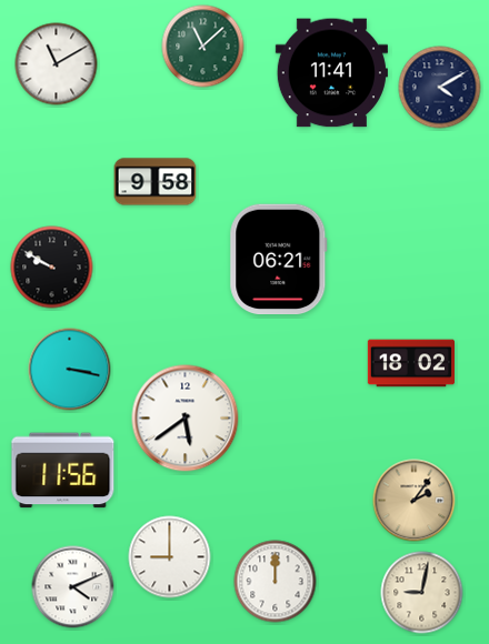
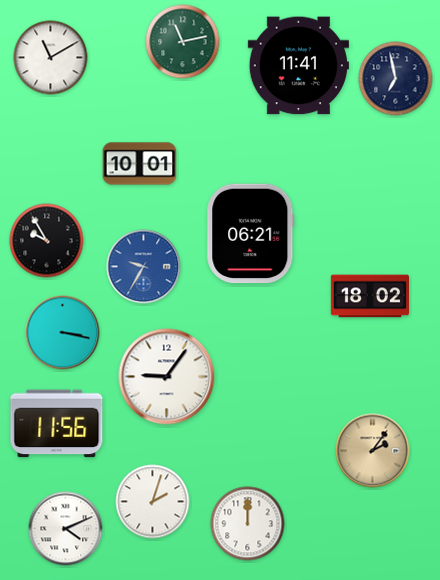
clock at (203, 47): 11:08 -> 11:13
clock at (440, 88): 4:10 -> 6:58
clock at (156, 182): 9:58 -> 10:01
clock at (52, 268): 9:50 -> 9:55
clock at (144, 267): none -> 9:35
clock at (410, 363) position: (410, 363) -> (369, 296)
clock at (186, 419): 5:39 -> 9:06
clock at (170, 557): 9:00 -> 2:03
clock at (422, 593): 9:02 -> none
